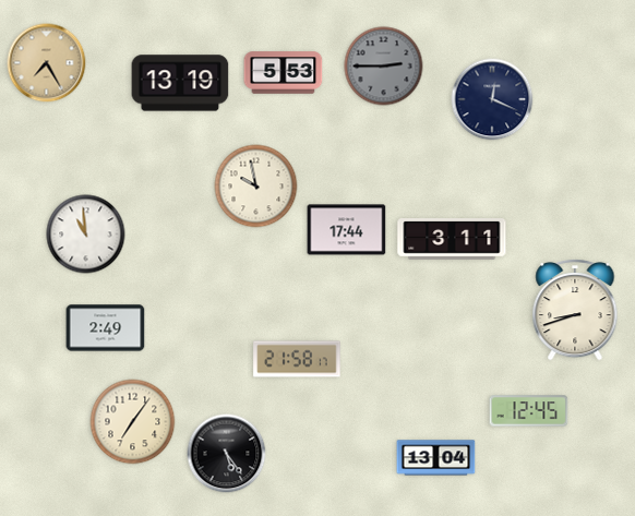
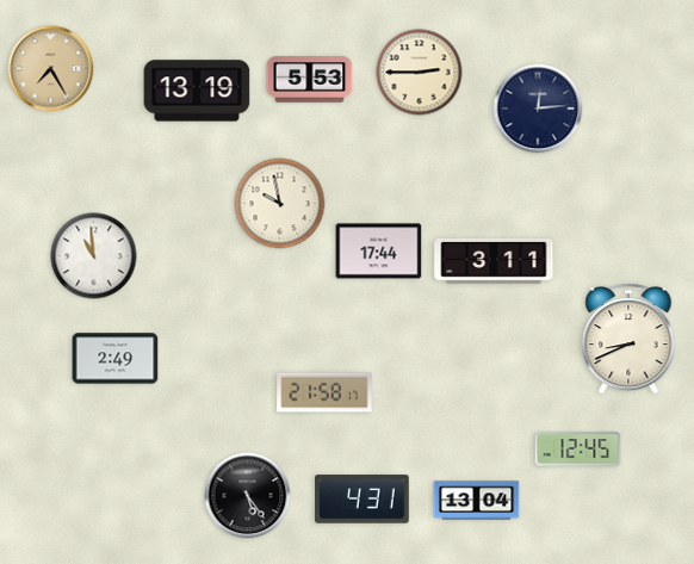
clock at (384, 67) dial: grey -> cream
clock at (492, 99): 12:19 -> 12:14
clock at (575, 310): 8:42 -> 8:41
clock at (133, 422): 7:06 -> none
clock at (363, 500): none -> 4:31
